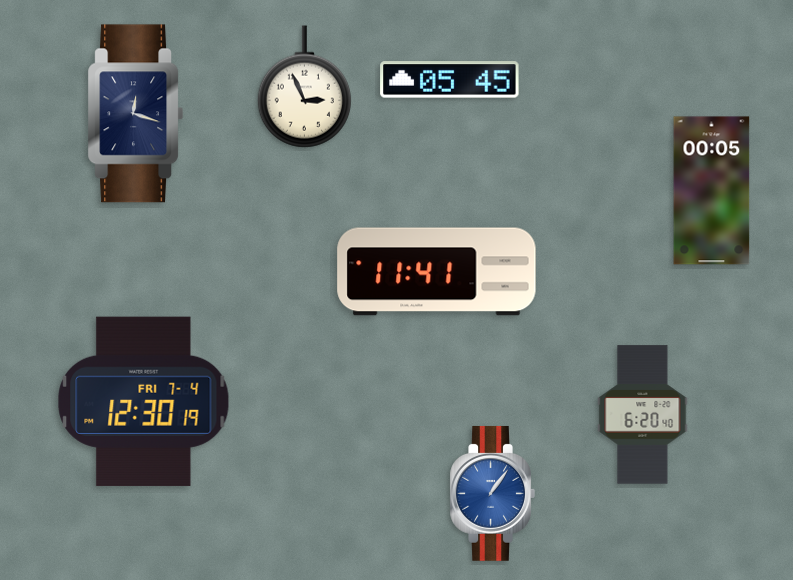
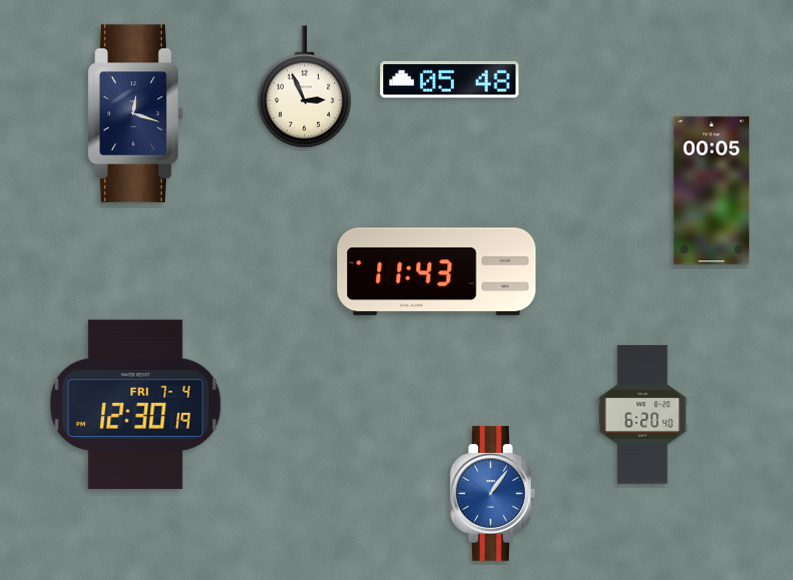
clock at (450, 80): 05:45 -> 05:48
clock at (437, 272): 11:41 -> 11:43
clock at (144, 401) position: (144, 401) -> (136, 404)
